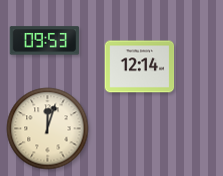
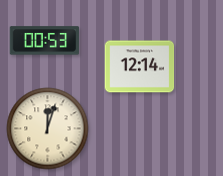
clock at (45, 41): 09:53 -> 00:53
